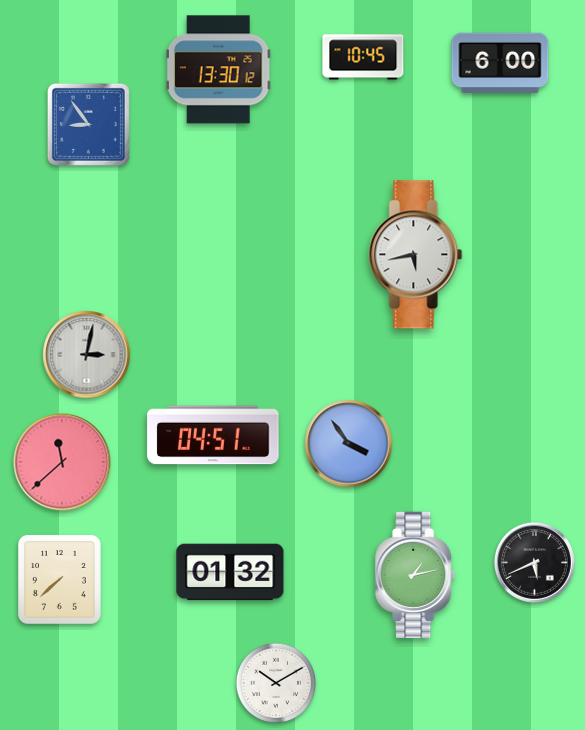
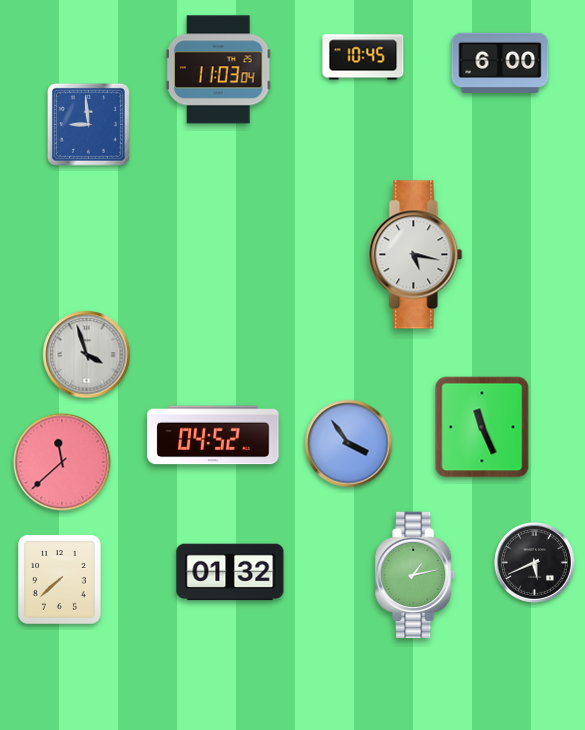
clock at (218, 70): 13:30 -> 11:03
clock at (88, 124): 8:54 -> 8:59
clock at (416, 255): 5:43 -> 5:17
clock at (87, 355): 3:02 -> 3:57
clock at (482, 427): none -> 11:26
clock at (213, 435): 04:51 -> 04:52
clock at (276, 683): 10:10 -> none
